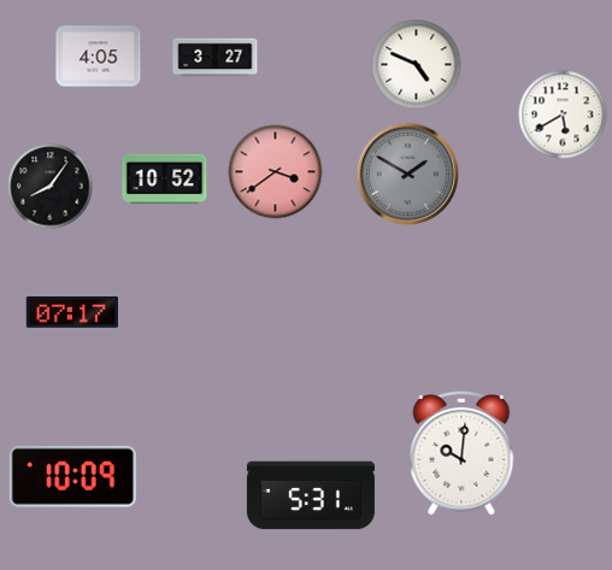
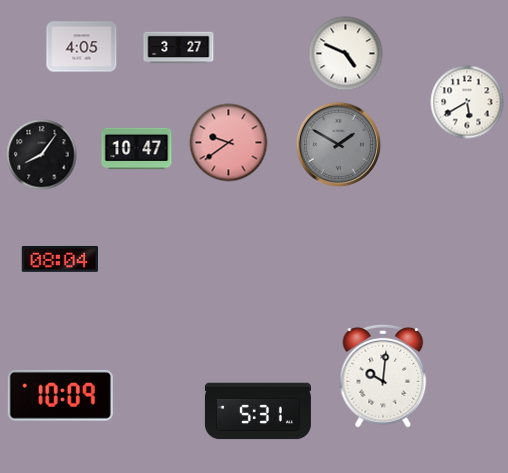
clock at (563, 114) position: (563, 114) -> (467, 102)
clock at (276, 172): 3:39 -> 9:39
clock at (165, 180): 10:52 -> 10:47
clock at (72, 312): 07:17 -> 08:04
